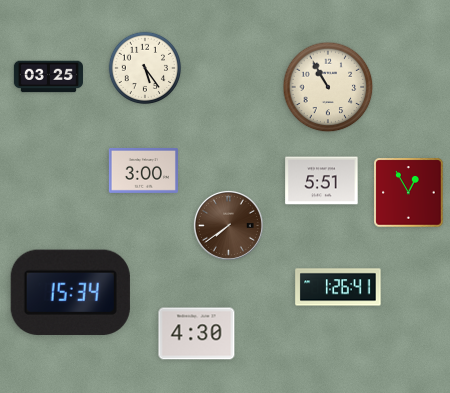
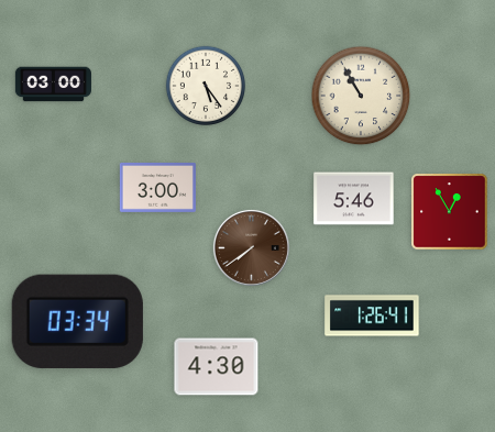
clock at (144, 67) position: (144, 67) -> (205, 85)
clock at (48, 77): 03:25 -> 03:00
clock at (322, 181): 5:51 -> 5:46
clock at (70, 292): 15:34 -> 03:34
